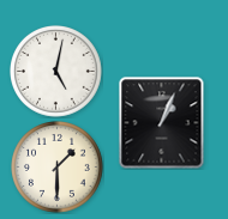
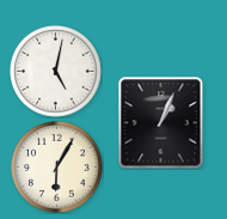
clock at (58, 168): 1:30 -> 6:05
